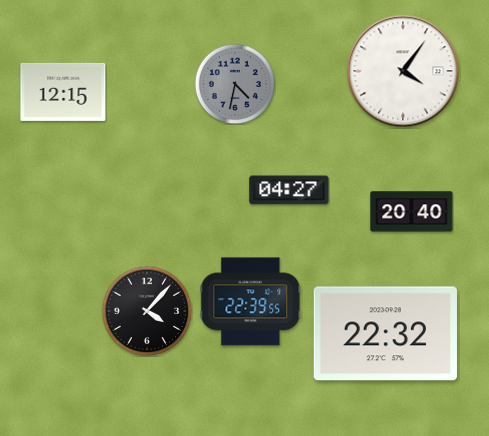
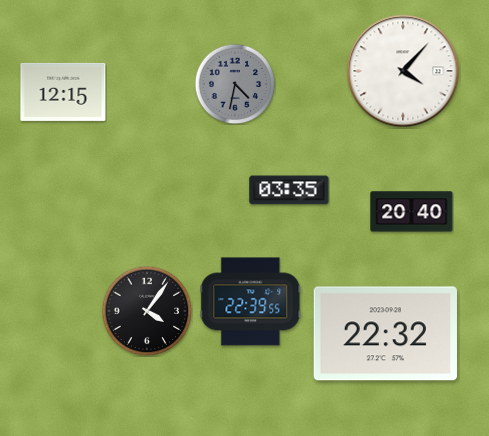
clock at (403, 71): 4:06 -> 4:07
clock at (289, 190): 04:27 -> 03:35
clock at (147, 311): 4:07 -> 4:06
